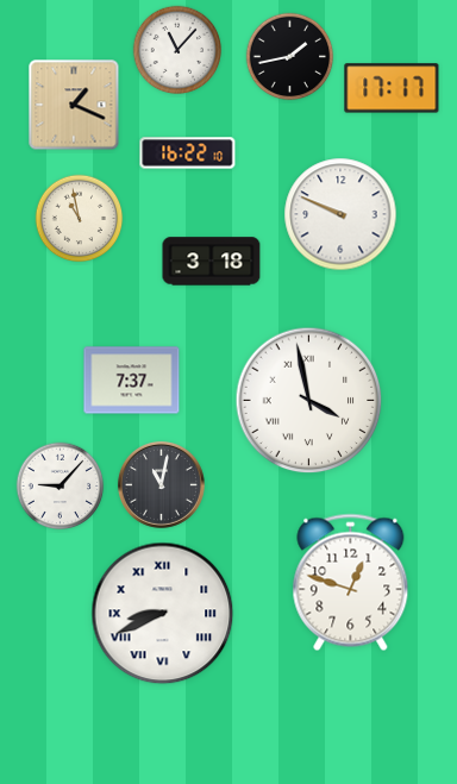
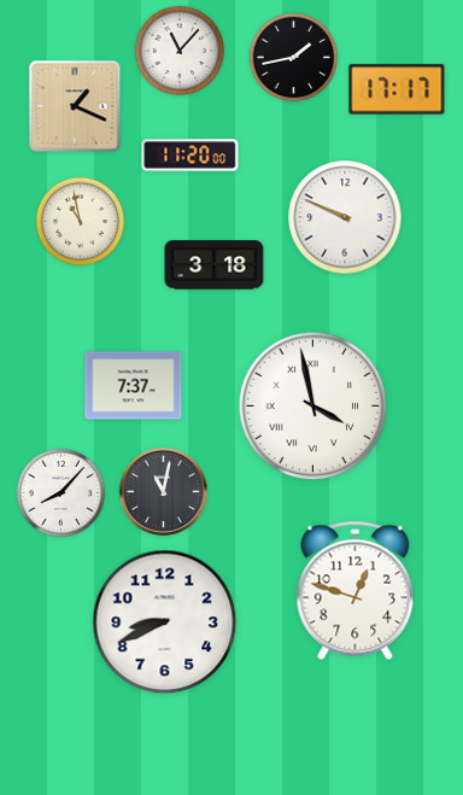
clock at (188, 153): 16:22 -> 11:20
clock at (61, 487): 9:07 -> 8:07
clock at (163, 614) numerals: Roman -> Arabic
